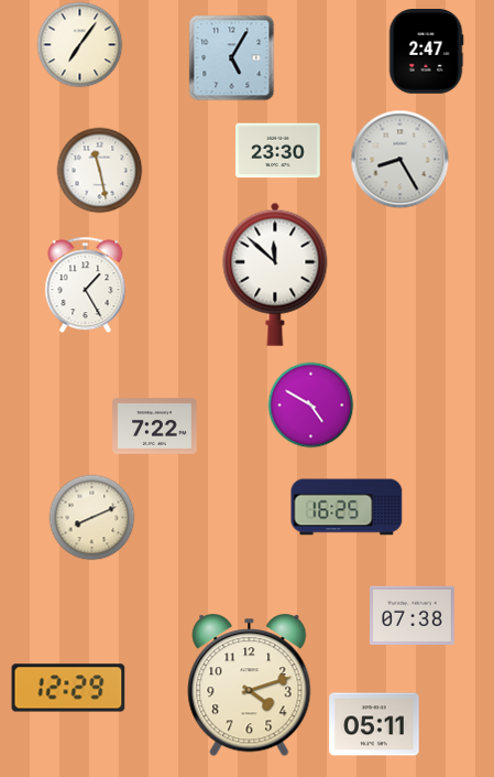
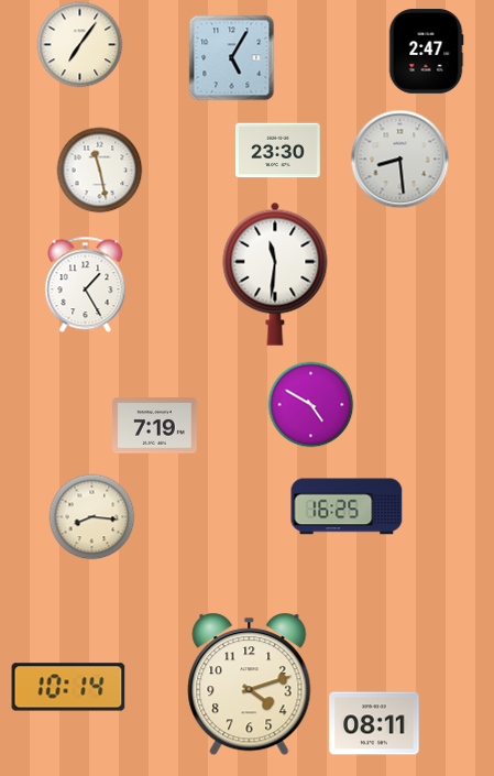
clock at (399, 159): 8:25 -> 8:29
clock at (275, 274): 11:52 -> 11:31
clock at (155, 427): 7:22 -> 7:19
clock at (91, 517): 8:11 -> 8:16
clock at (413, 615): 07:38 -> none
clock at (68, 688): 12:29 -> 10:14
clock at (374, 724): 05:11 -> 08:11
